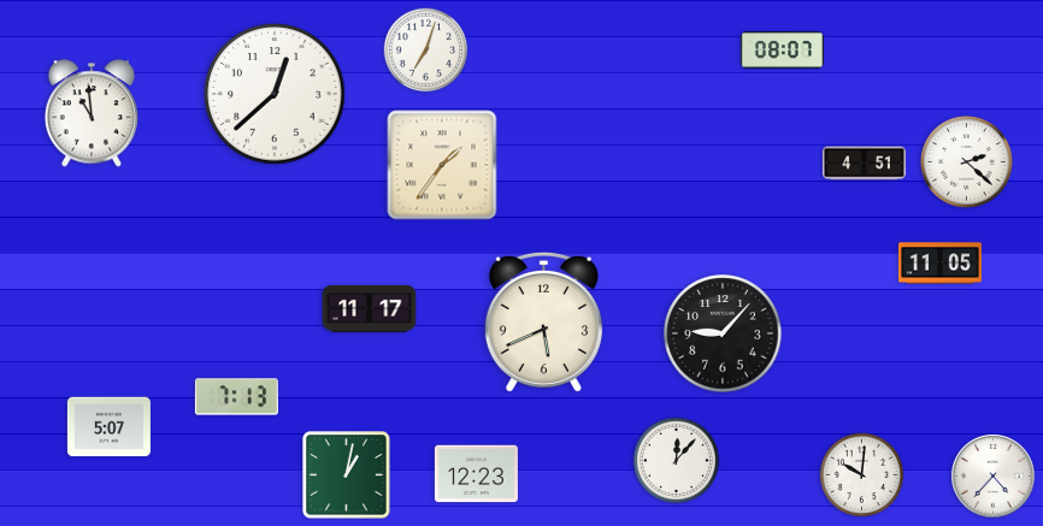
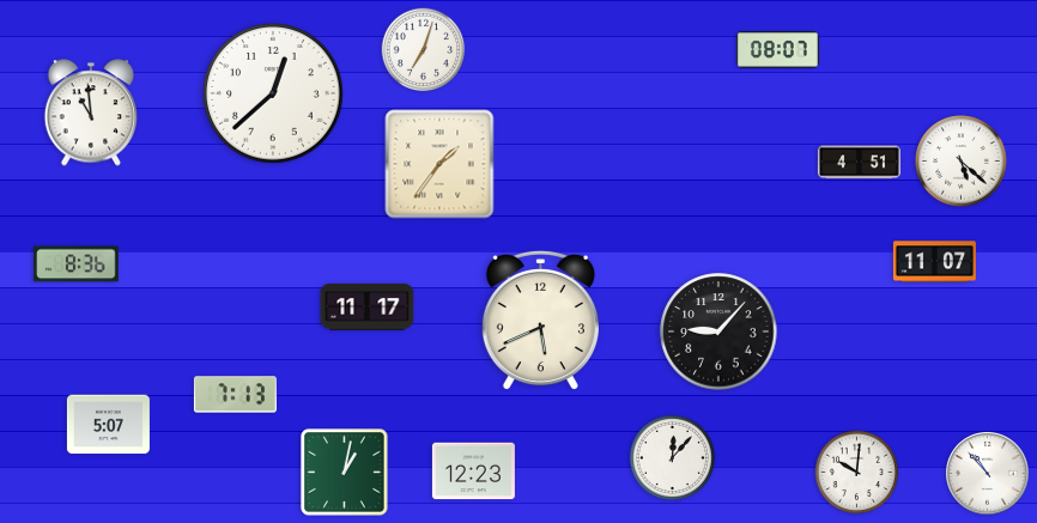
clock at (967, 162): 2:22 -> 5:22
clock at (939, 264): 11:05 -> 11:07
clock at (77, 264): none -> 8:36
clock at (994, 477): 4:37 -> 10:53
